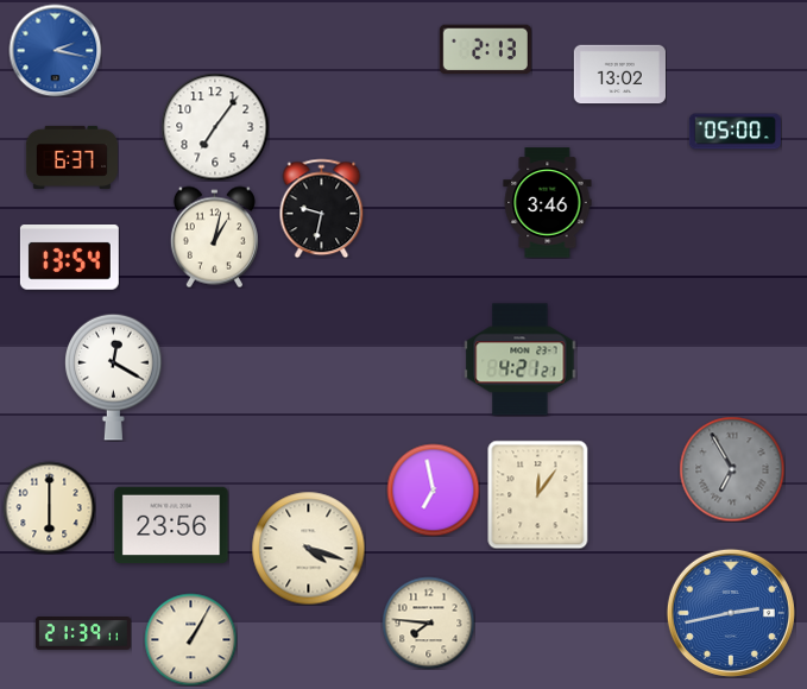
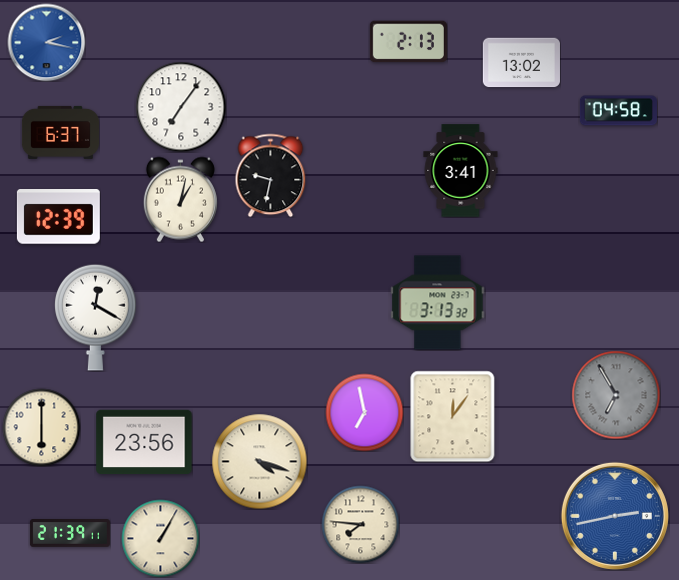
clock at (735, 132): 05:00 -> 04:58
clock at (548, 203): 3:46 -> 3:41
clock at (69, 258): 13:54 -> 12:39
clock at (521, 360): 4:21 -> 3:13
